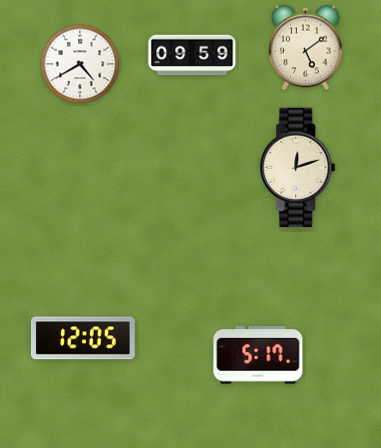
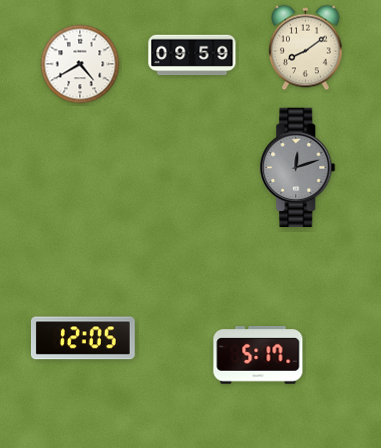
clock at (306, 48): 5:09 -> 8:09
clock at (298, 168) dial: cream -> grey
